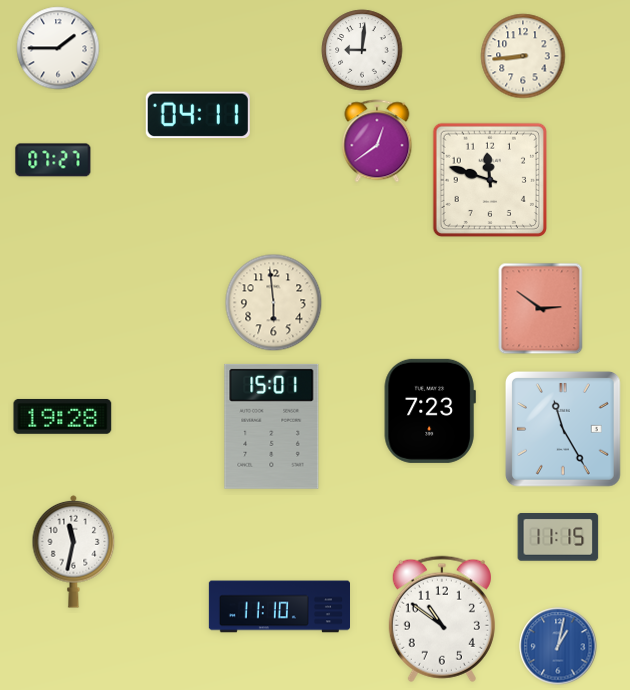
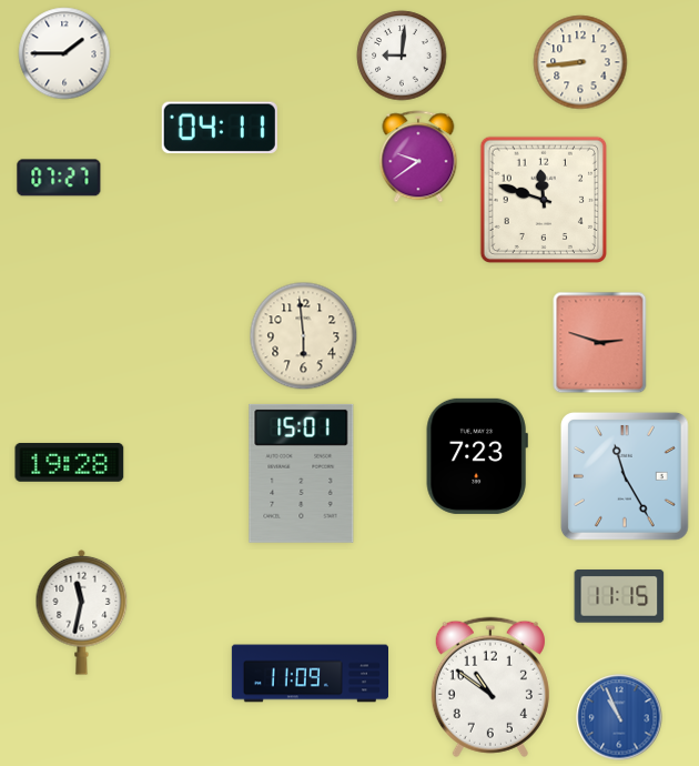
clock at (377, 141): 12:39 -> 9:39
clock at (541, 309): 2:51 -> 2:48
clock at (279, 607): 11:10 -> 11:09
clock at (558, 646): 1:02 -> 10:56
